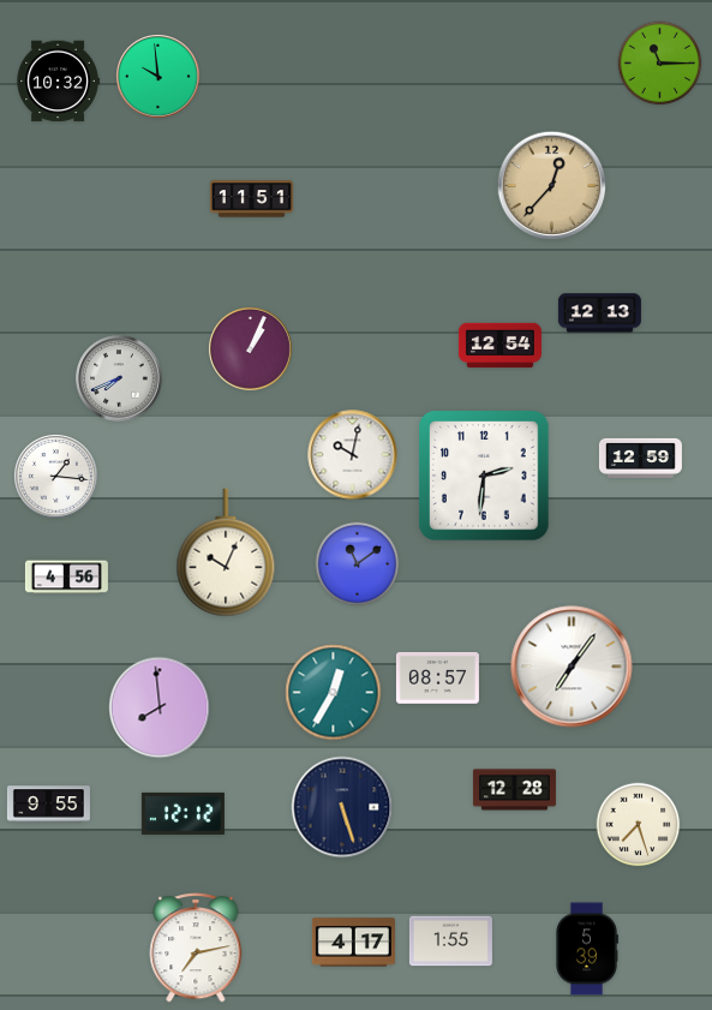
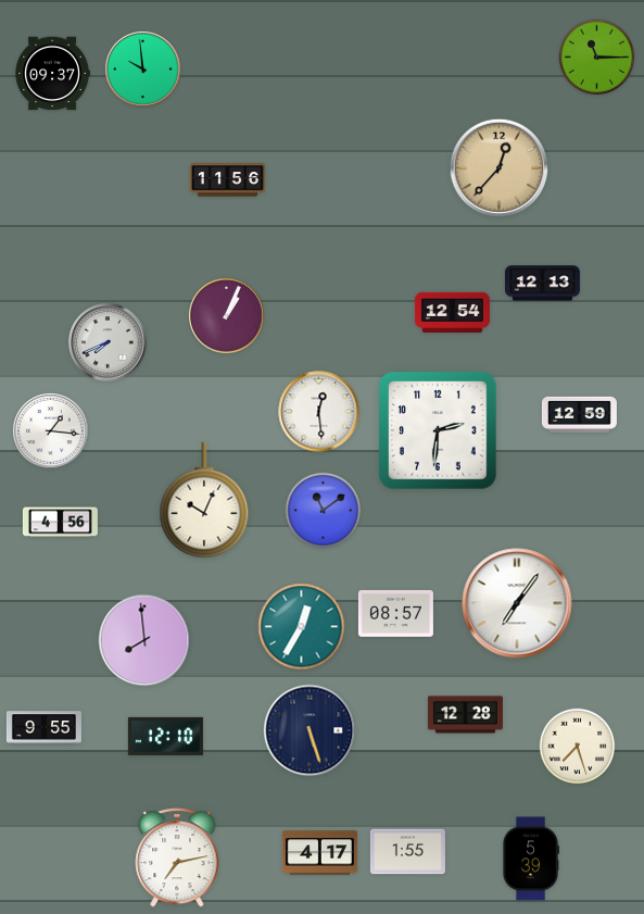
clock at (58, 82): 10:32 -> 09:37
clock at (251, 199): 11:51 -> 11:56
clock at (353, 455): 10:02 -> 12:29
clock at (183, 813): 12:12 -> 12:10
